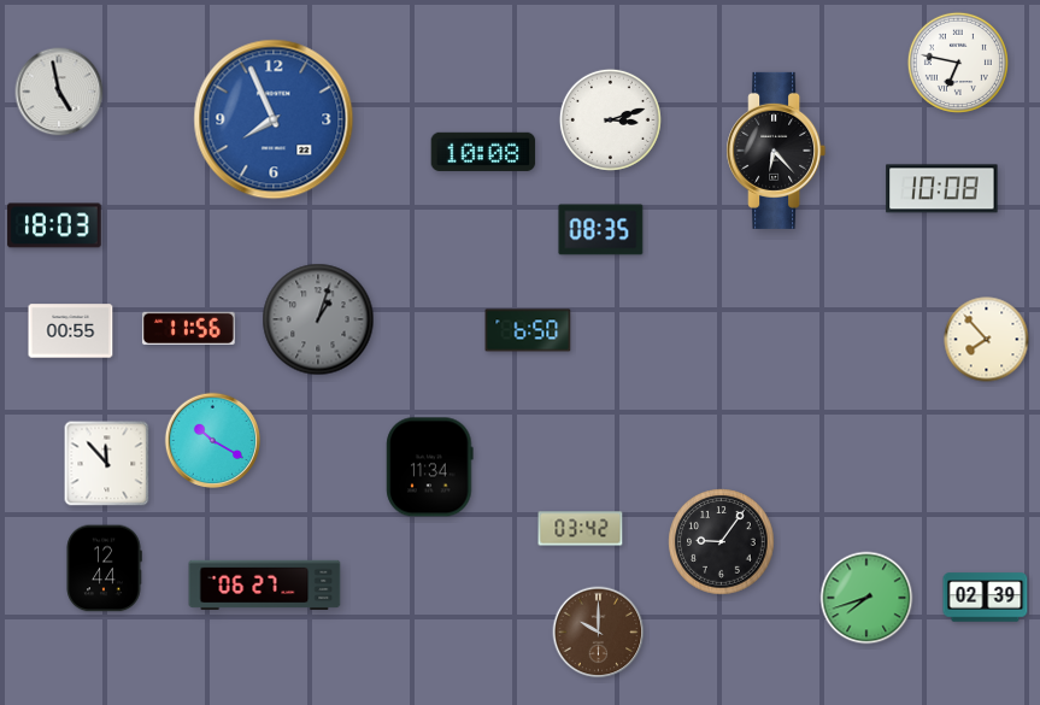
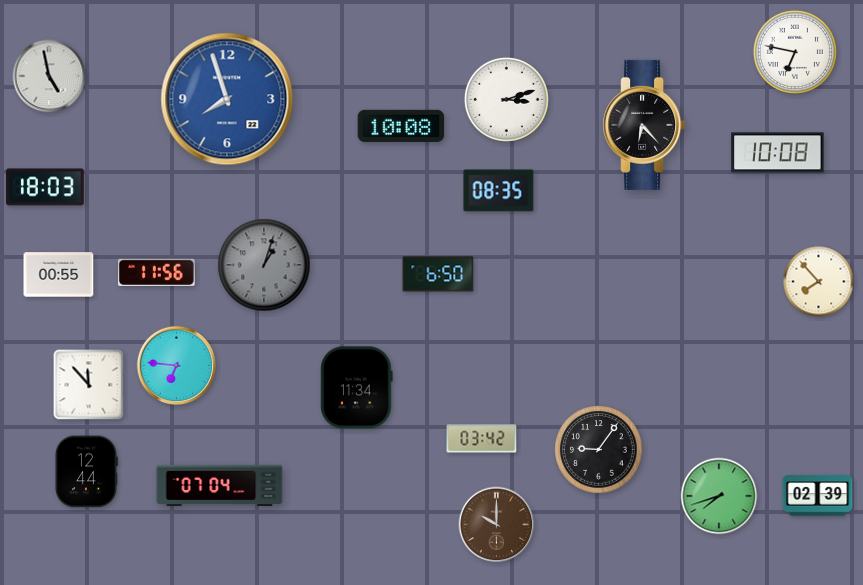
clock at (274, 119): 7:56 -> 7:57
clock at (942, 189) position: (942, 189) -> (778, 153)
clock at (212, 440): 10:20 -> 6:46
clock at (265, 584): 06:27 -> 07:04
